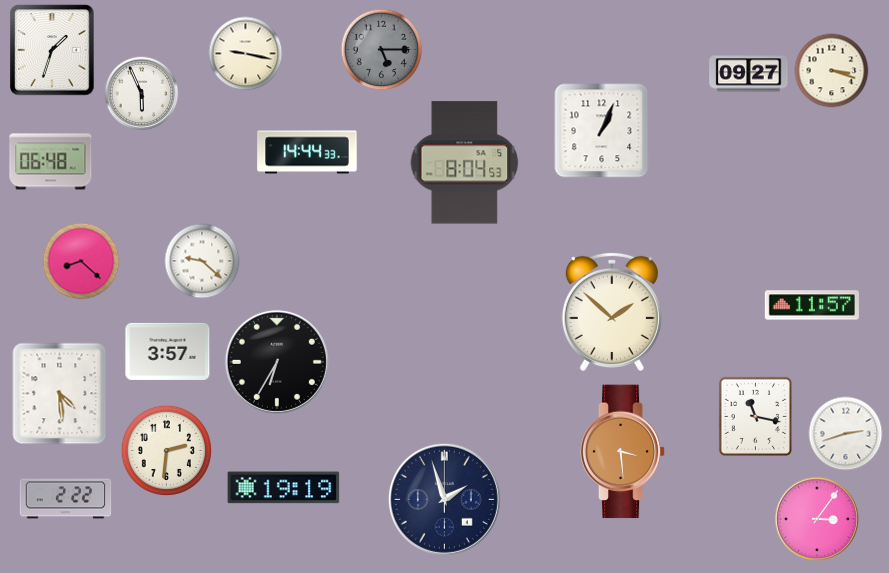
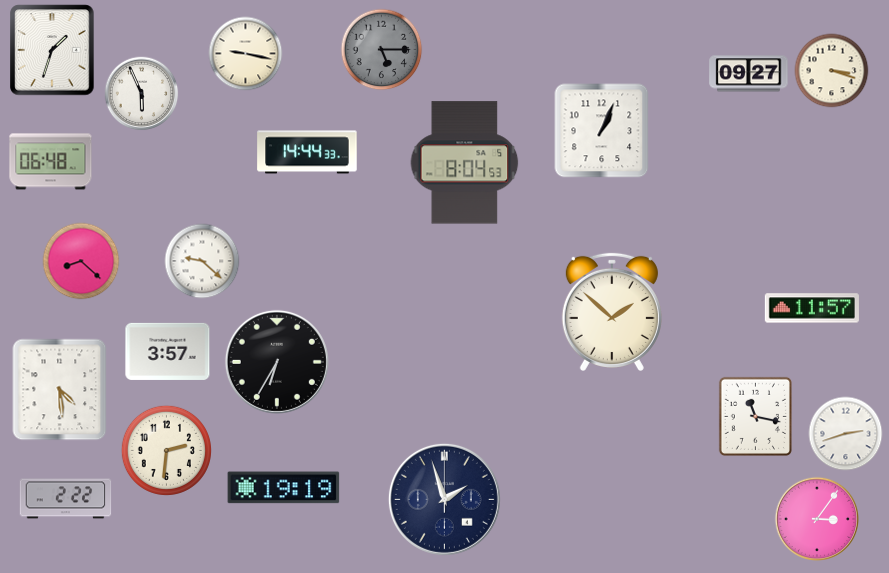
clock at (812, 305) position: (812, 305) -> (812, 308)
clock at (60, 394) position: (60, 394) -> (60, 390)
clock at (623, 452): 3:29 -> none
